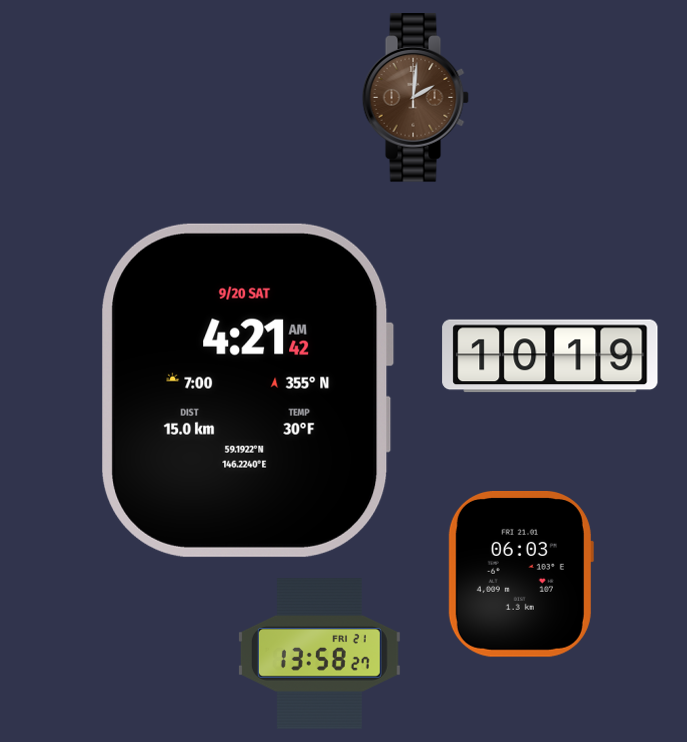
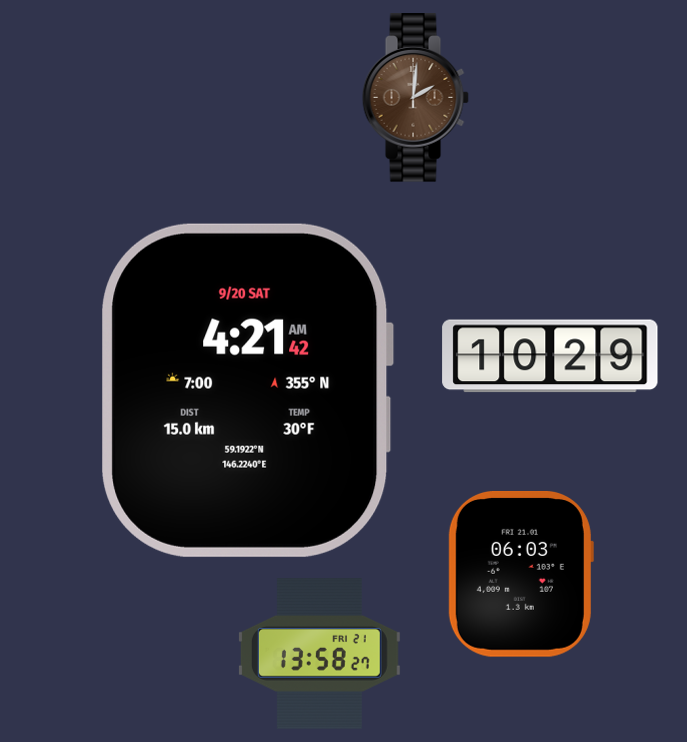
clock at (550, 356): 10:19 -> 10:29
